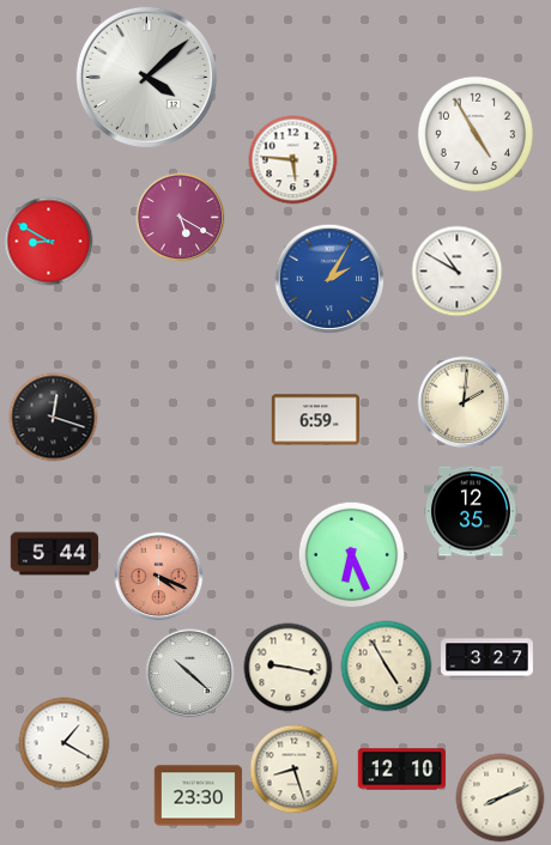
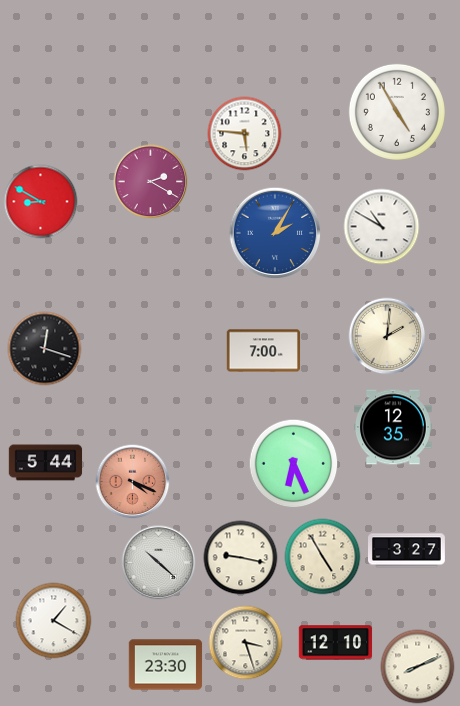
clock at (146, 77): 4:08 -> none
clock at (181, 218): 5:20 -> 2:20
clock at (316, 420): 6:59 -> 7:00
clock at (295, 770): 8:27 -> 3:27
